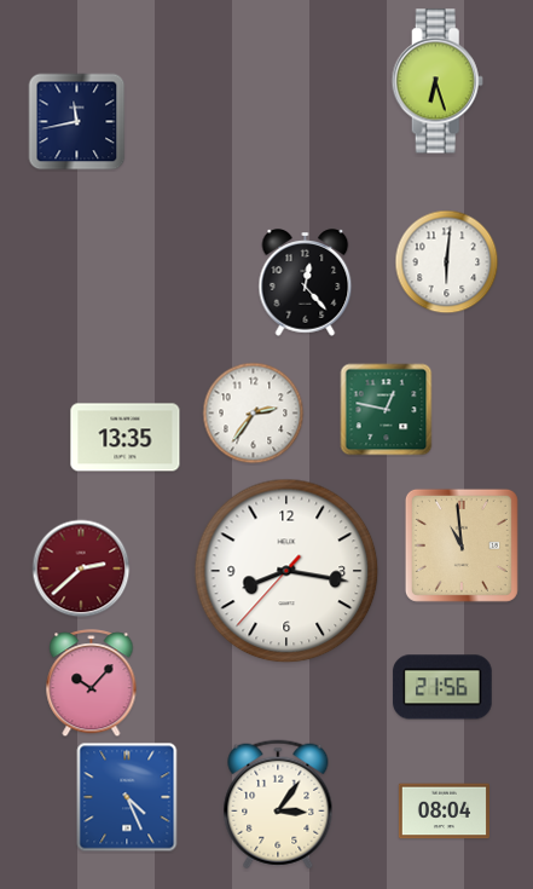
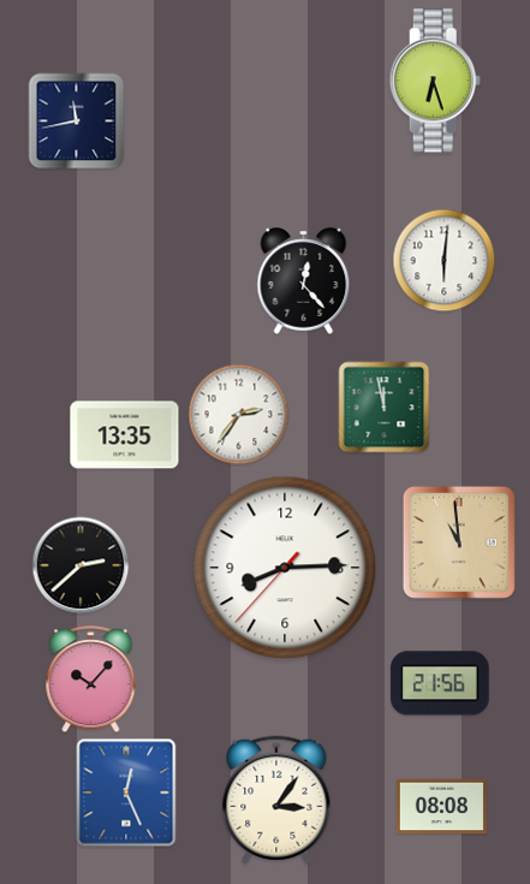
clock at (387, 410): 12:47 -> 11:58
clock at (254, 414) position: (254, 414) -> (239, 415)
clock at (81, 568) dial: burgundy -> black
clock at (286, 571): 8:16 -> 8:14
clock at (127, 797): 4:26 -> 12:26
clock at (444, 812): 08:04 -> 08:08
